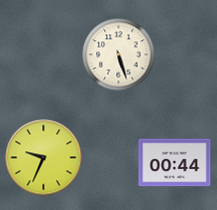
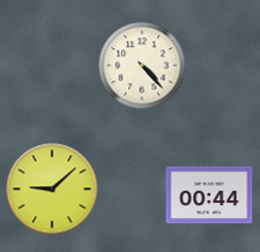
clock at (119, 55): 5:27 -> 4:23
clock at (44, 158): 9:34 -> 9:08
